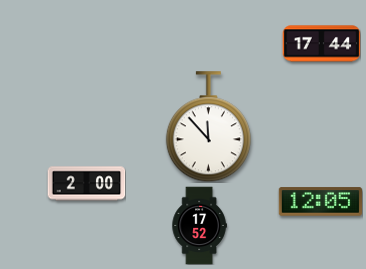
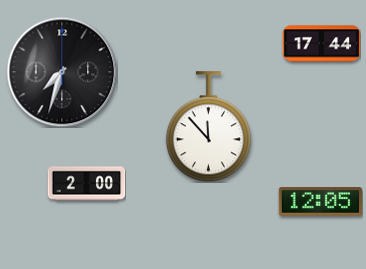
clock at (62, 72): none -> 7:33
clock at (199, 225): 17:52 -> none
